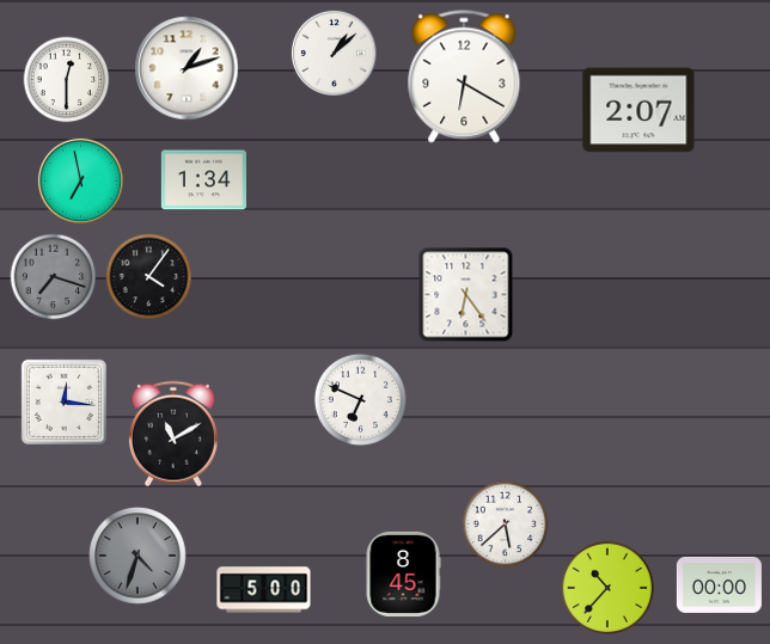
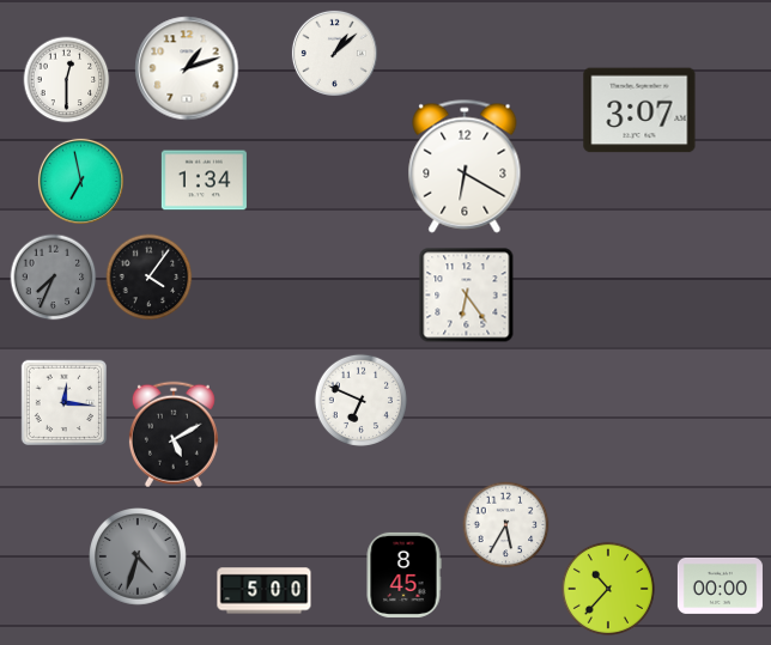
clock at (464, 76) position: (464, 76) -> (465, 166)
clock at (638, 110): 2:07 -> 3:07
clock at (54, 277): 7:18 -> 7:34
clock at (173, 434): 11:10 -> 5:10
clock at (506, 525): 5:38 -> 5:35
